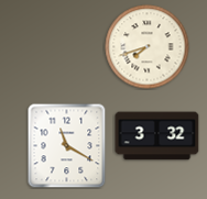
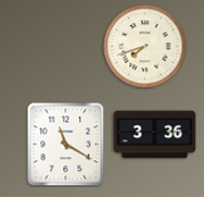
clock at (157, 136): 3:32 -> 3:36
